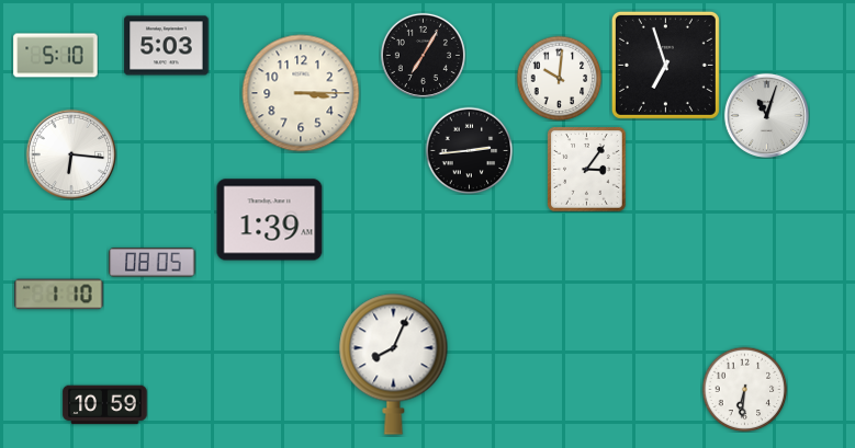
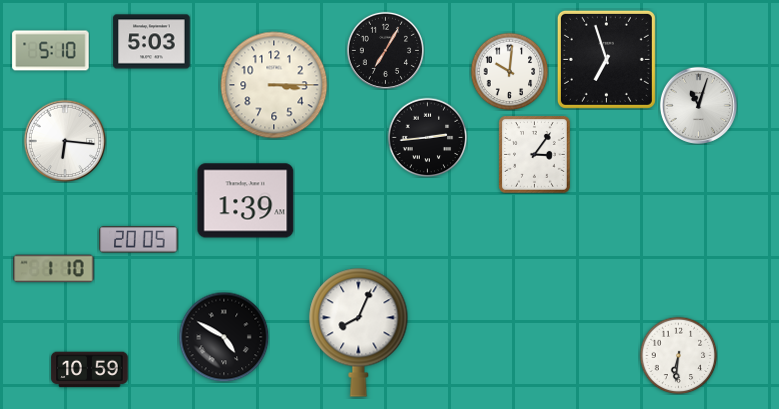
clock at (153, 263): 08:05 -> 20:05
clock at (224, 337): none -> 4:50
clock at (105, 405) position: (105, 405) -> (90, 370)
